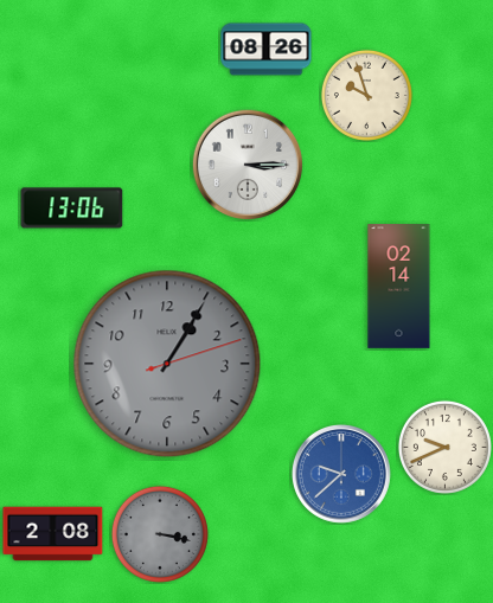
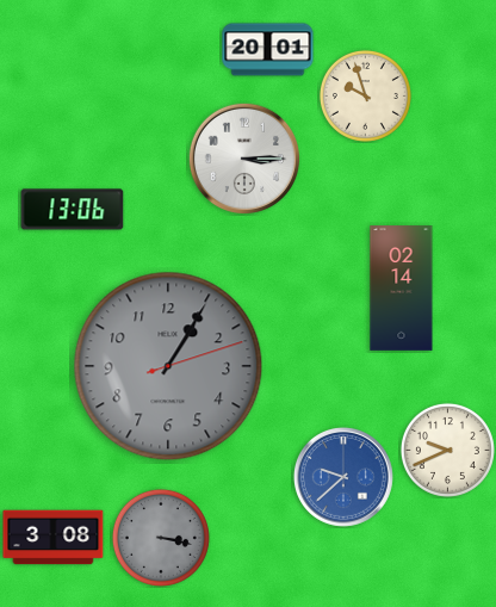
clock at (267, 50): 08:26 -> 20:01
clock at (366, 95) position: (366, 95) -> (365, 95)
clock at (246, 163) position: (246, 163) -> (243, 157)
clock at (53, 534): 2:08 -> 3:08
